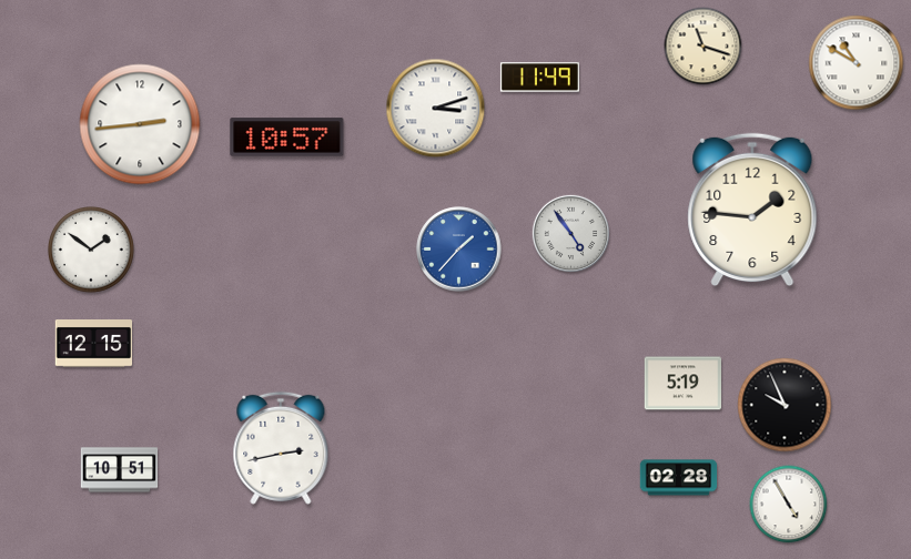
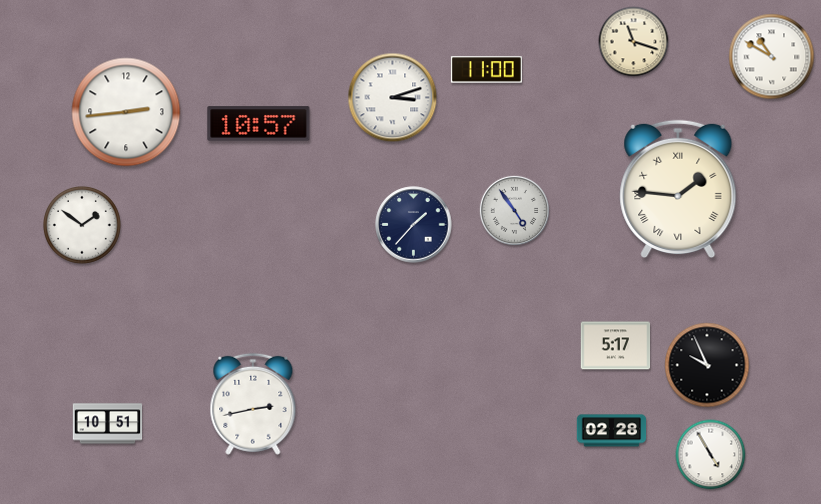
clock at (539, 78): 11:49 -> 11:00
clock at (752, 210) numerals: Arabic -> Roman
clock at (459, 250) dial: blue -> navy
clock at (94, 344): 12:15 -> none
clock at (684, 384): 5:19 -> 5:17
